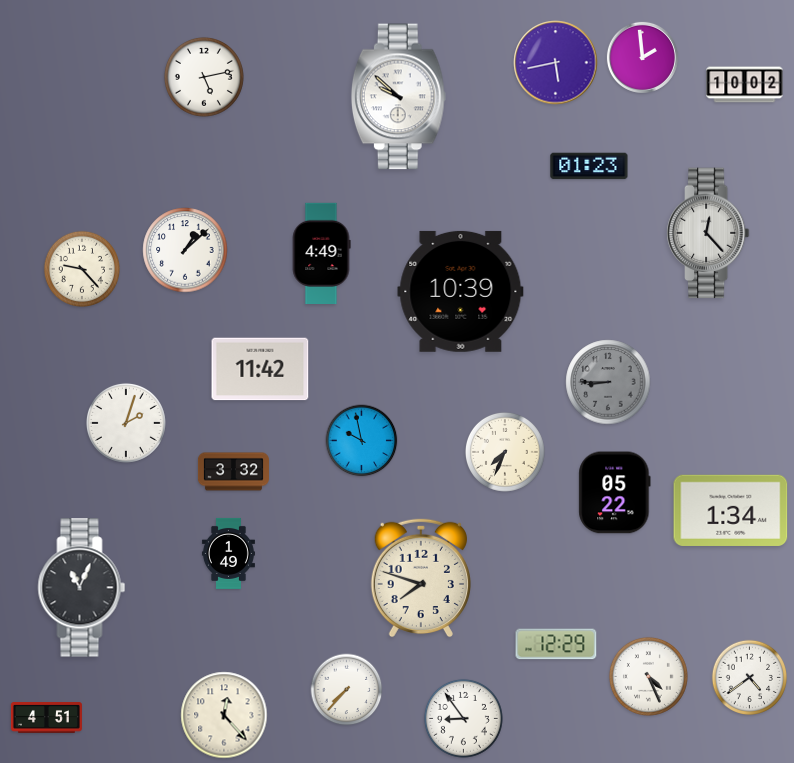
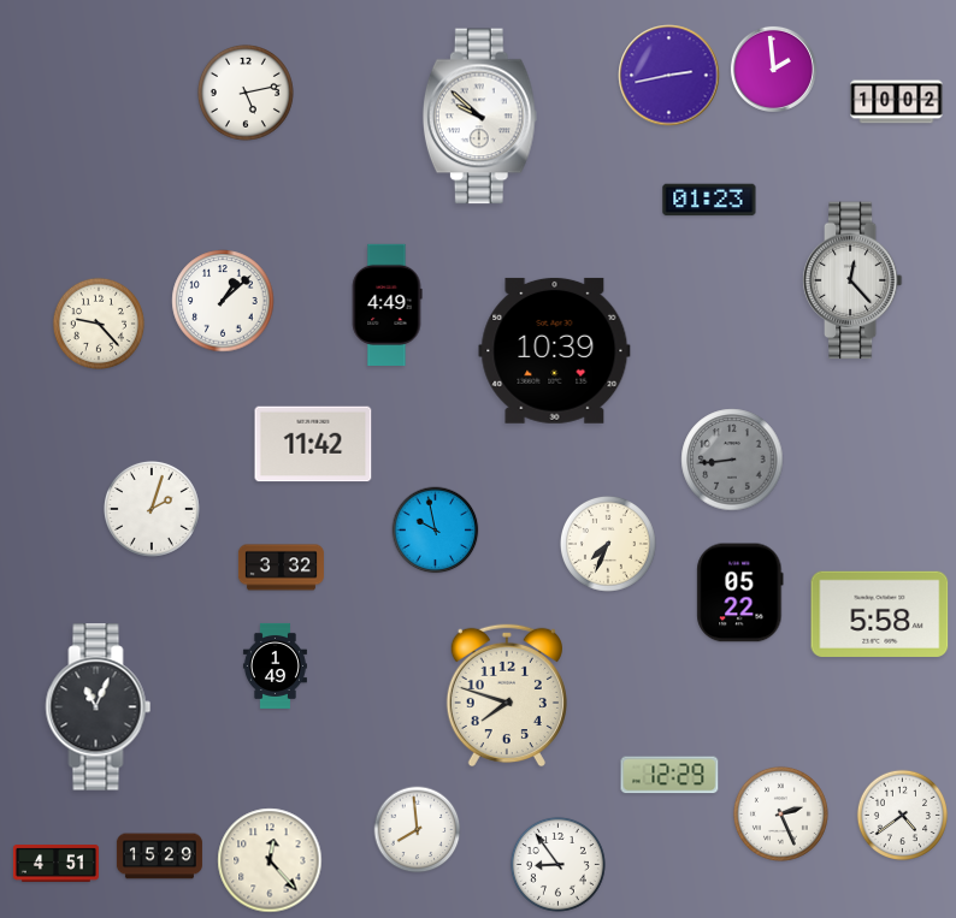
clock at (556, 63): 5:43 -> 2:43
clock at (608, 382): 8:45 -> 8:44
clock at (731, 510): 1:34 -> 5:58
clock at (648, 676): 4:26 -> 2:26
clock at (347, 690): 7:37 -> 7:59
clock at (159, 857): none -> 15:29
